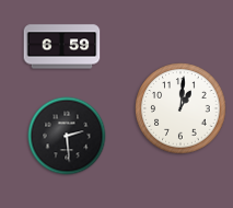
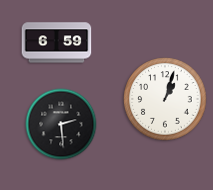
clock at (180, 108): 1:01 -> 1:03
